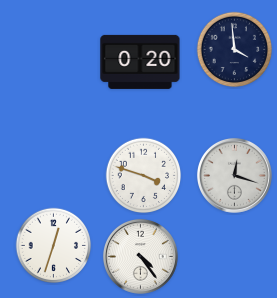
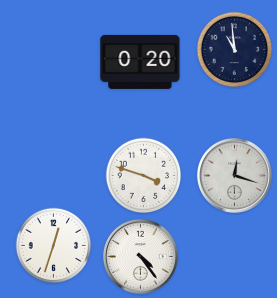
clock at (235, 50): 3:59 -> 10:59
